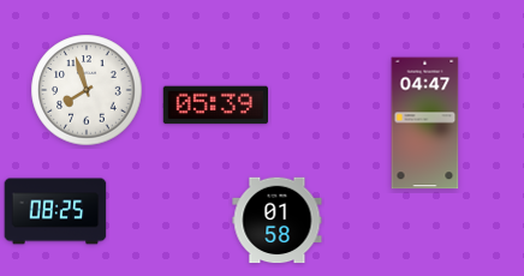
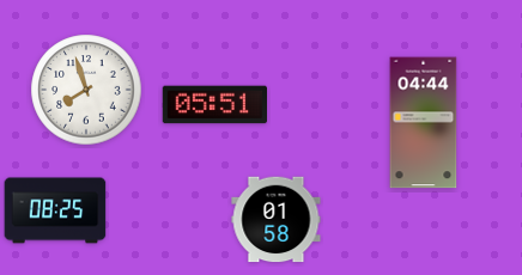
clock at (216, 106): 05:39 -> 05:51
clock at (425, 124): 04:47 -> 04:44
